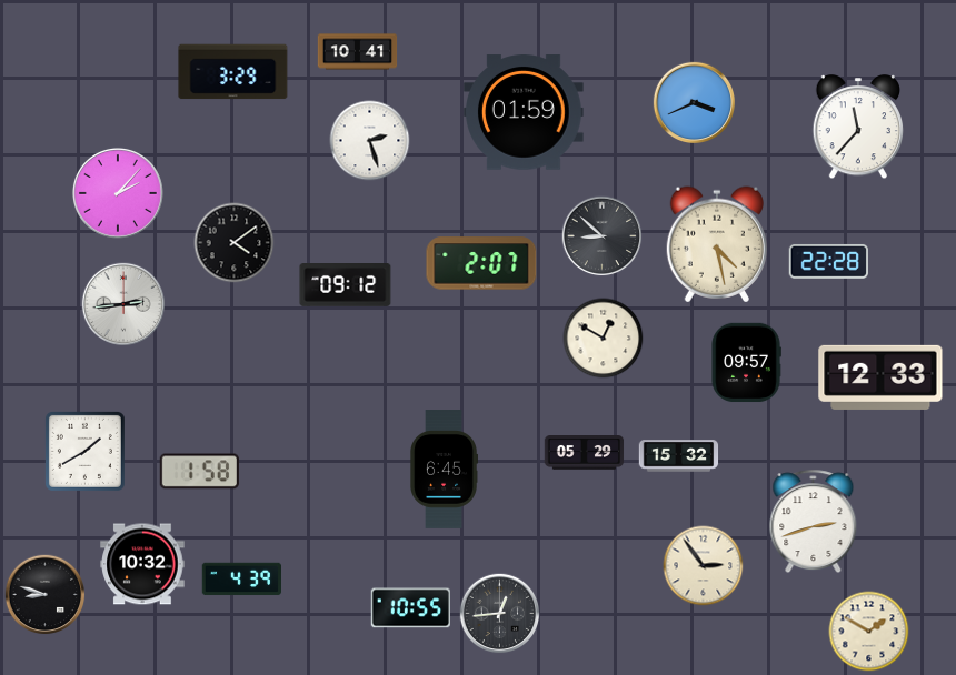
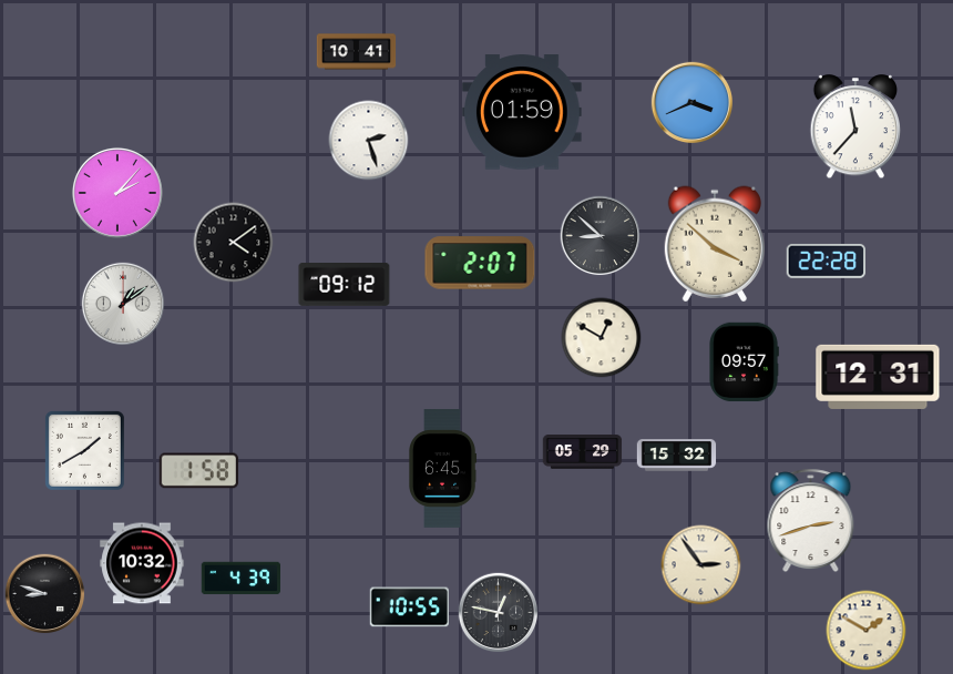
clock at (233, 72): 3:29 -> none
clock at (716, 244): 4:28 -> 3:52
clock at (122, 303): 2:44 -> 1:09
clock at (880, 377): 12:33 -> 12:31
clock at (500, 614): 12:44 -> 12:47
